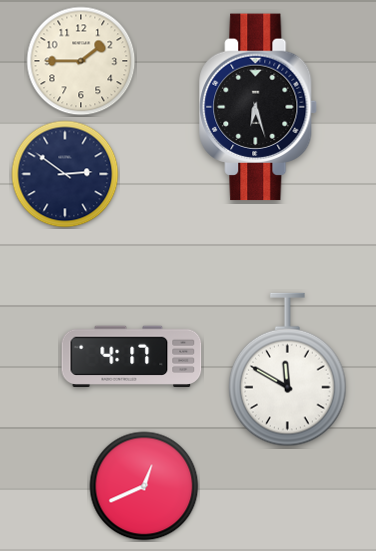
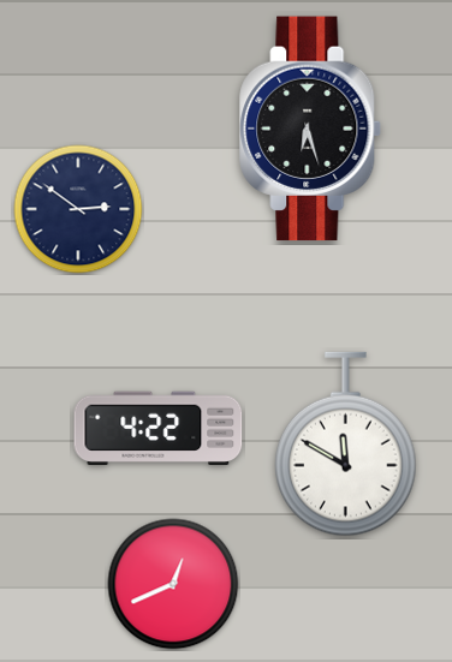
clock at (81, 61): 1:45 -> none
clock at (132, 356): 4:17 -> 4:22
